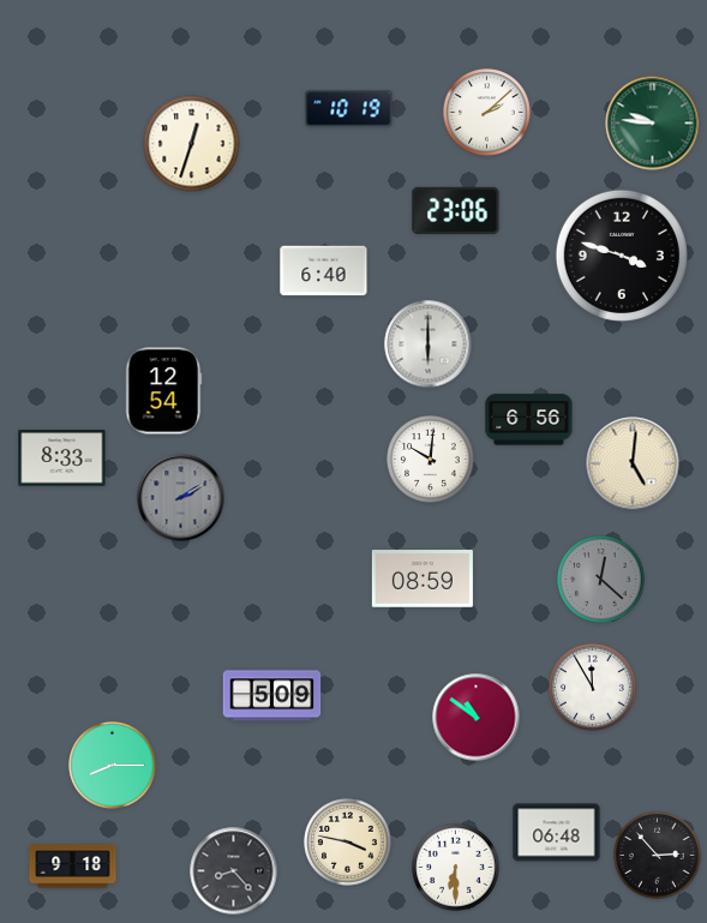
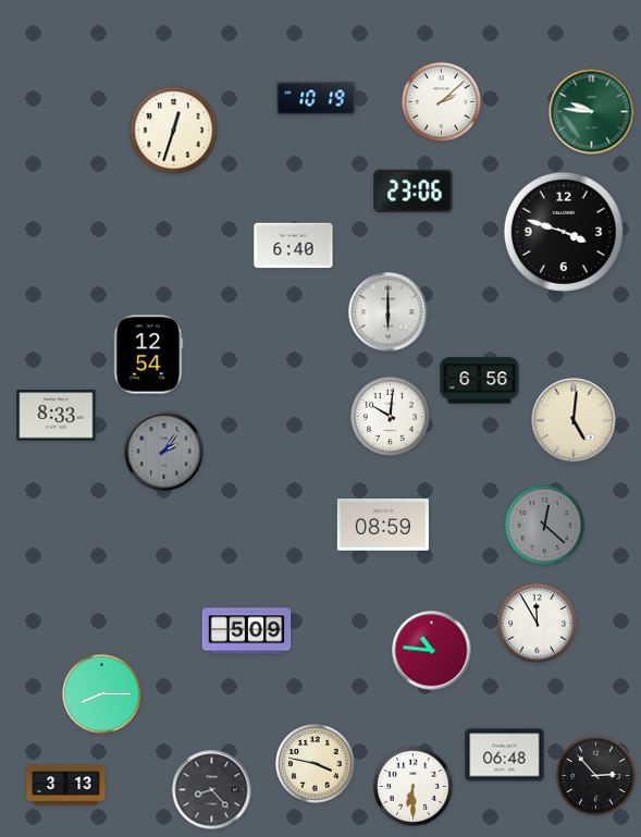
clock at (181, 498): 2:10 -> 2:06
clock at (477, 718): 10:51 -> 10:46
clock at (73, 867): 9:18 -> 3:13
